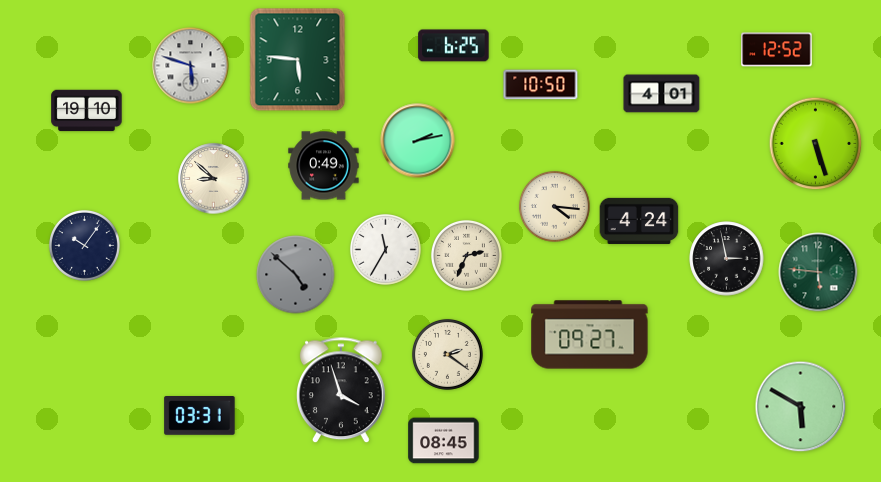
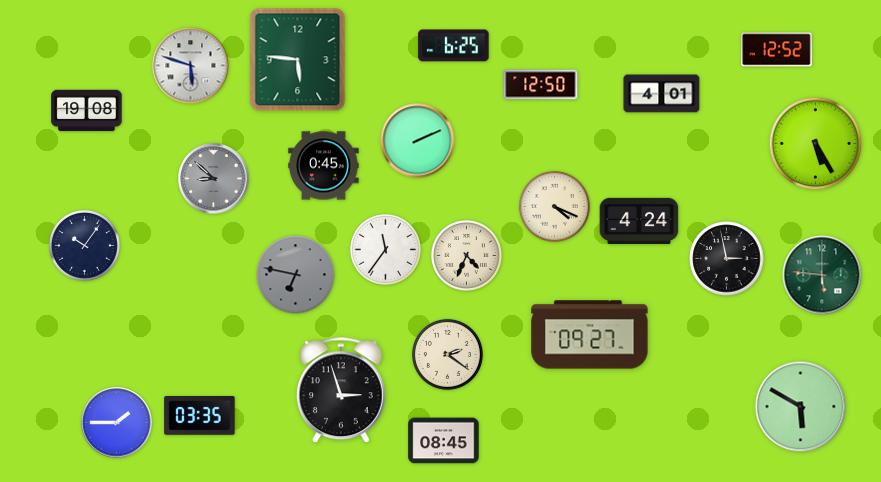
clock at (541, 85): 10:50 -> 12:50
clock at (87, 111): 19:10 -> 19:08
clock at (418, 141): 2:13 -> 2:11
clock at (816, 144): 5:27 -> 5:25
clock at (324, 166): 0:49 -> 0:45
clock at (214, 179) dial: cream -> grey
clock at (554, 206): 4:16 -> 4:19
clock at (385, 249): 11:35 -> 11:36
clock at (466, 255): 2:34 -> 4:34
clock at (818, 272) position: (818, 272) -> (822, 275)
clock at (296, 275): 4:52 -> 6:47
clock at (342, 391): 3:57 -> 2:57
clock at (200, 416): 03:31 -> 03:35
clock at (117, 423): none -> 1:45
